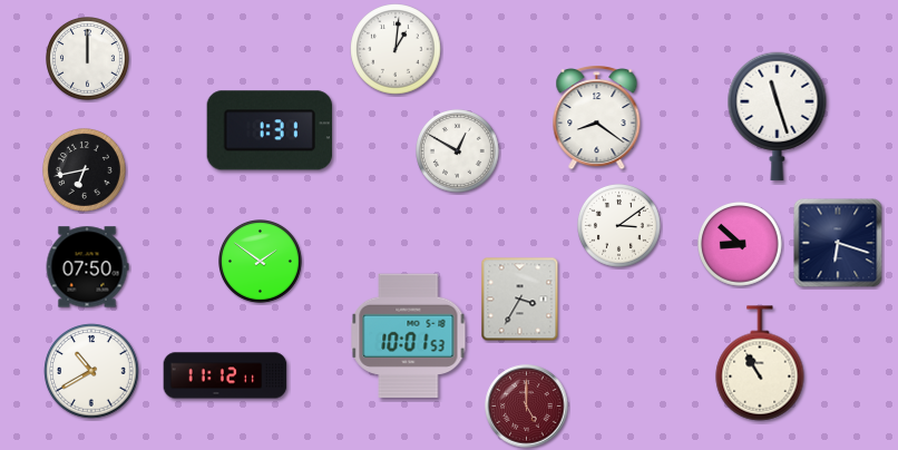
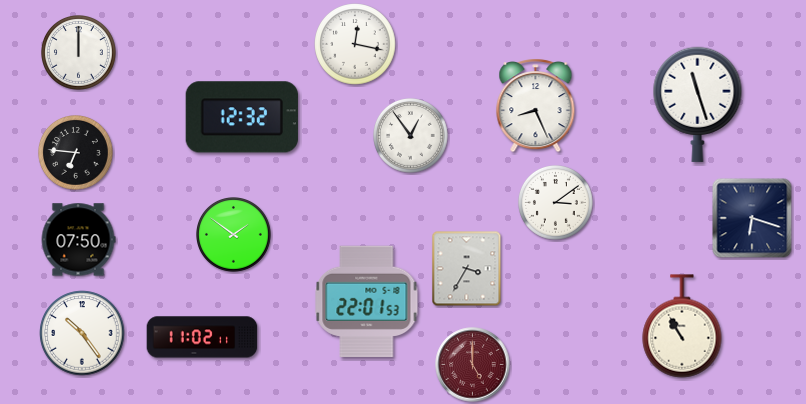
clock at (396, 49): 1:01 -> 12:17
clock at (597, 118): 8:21 -> 8:26
clock at (270, 130): 1:31 -> 12:32
clock at (458, 151): 12:50 -> 12:54
clock at (85, 170): 6:43 -> 6:46
clock at (741, 245): 8:52 -> none
clock at (409, 336): 10:01 -> 22:01
clock at (91, 371): 10:40 -> 10:24
clock at (225, 375): 11:12 -> 11:02
